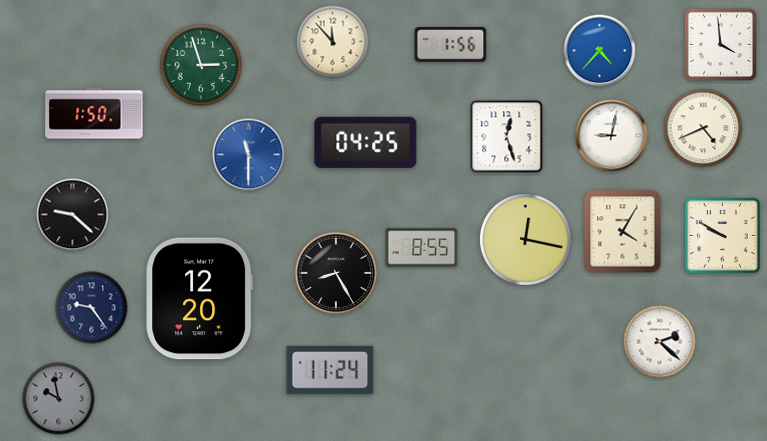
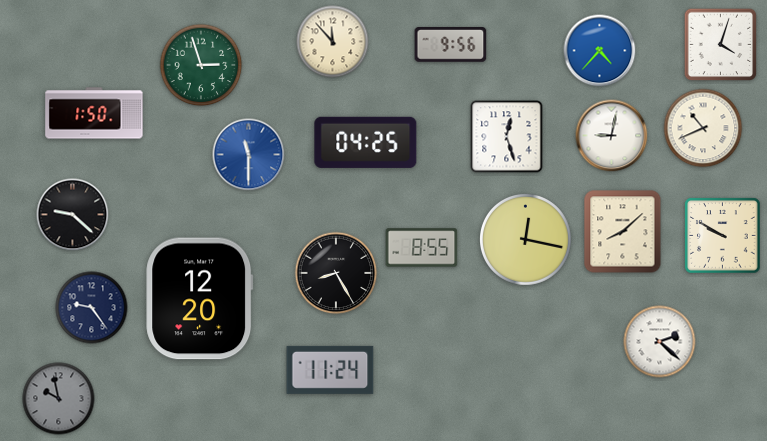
clock at (451, 45): 1:56 -> 9:56
clock at (721, 45): 3:59 -> 4:03
clock at (703, 128): 4:41 -> 10:41
clock at (623, 232): 4:05 -> 8:08
